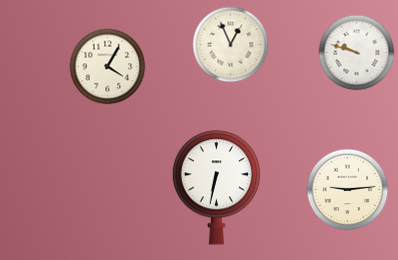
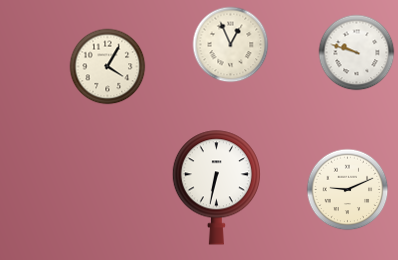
clock at (348, 190): 9:14 -> 9:11
